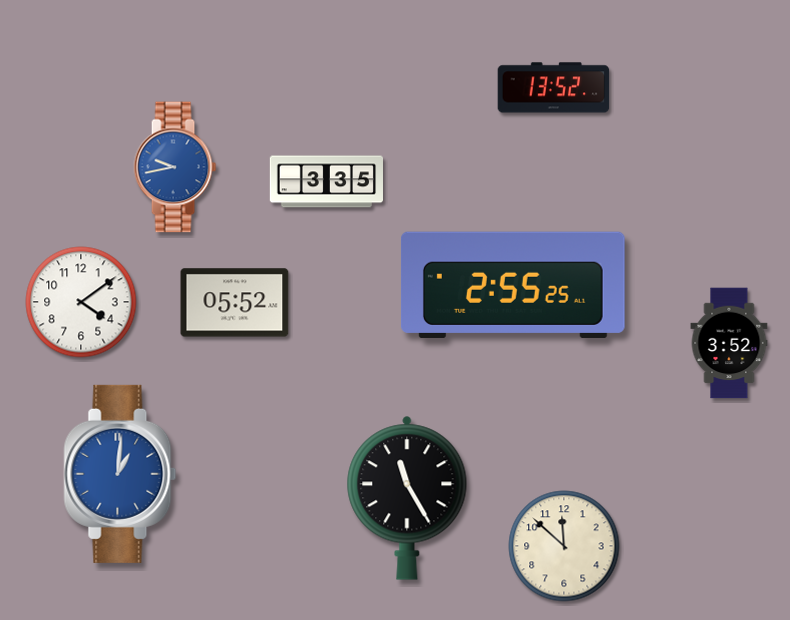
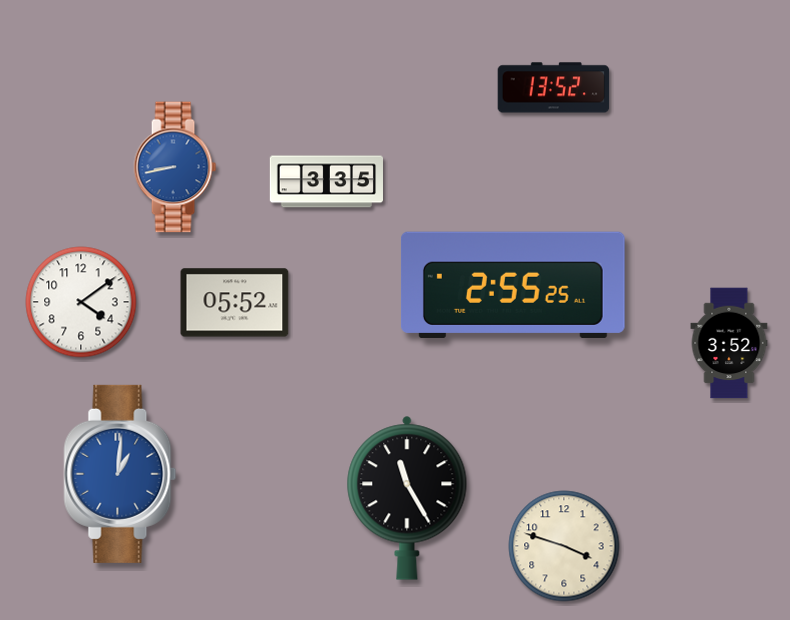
clock at (175, 167): 9:43 -> 8:43
clock at (564, 546): 11:52 -> 3:48
